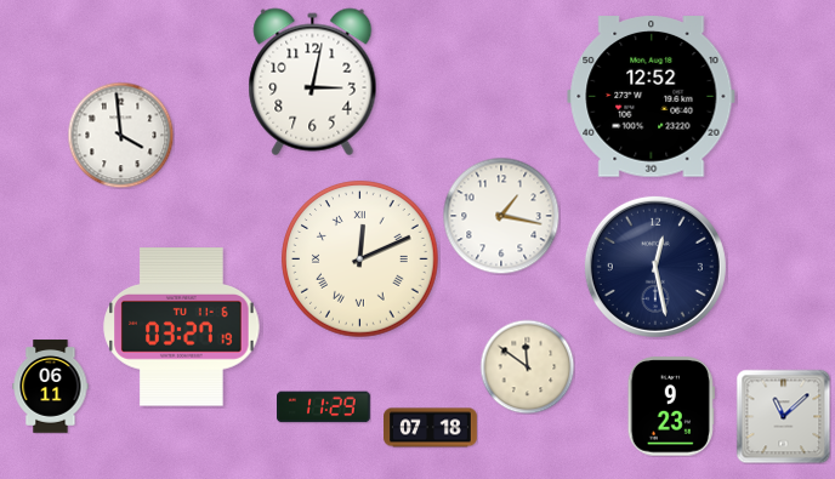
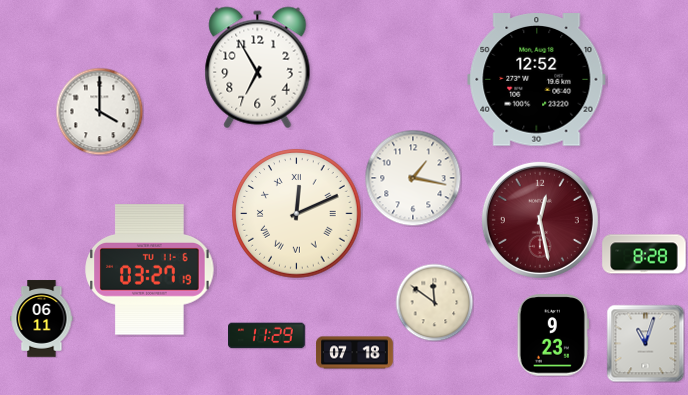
clock at (313, 82): 3:02 -> 6:55
clock at (120, 135): 3:59 -> 4:00
clock at (655, 267) dial: navy -> burgundy
clock at (644, 254): none -> 8:28
clock at (783, 416): 11:08 -> 11:03
